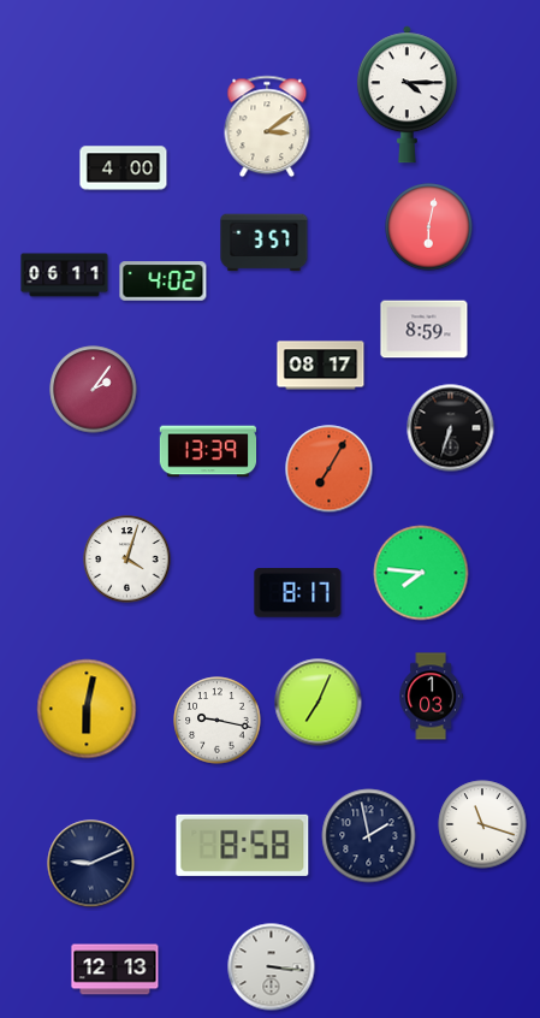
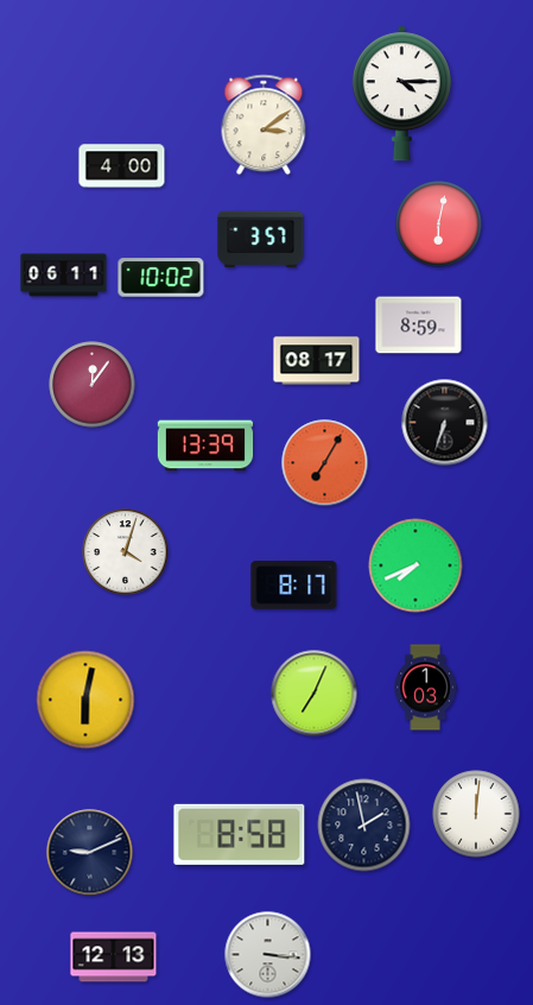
clock at (429, 227) position: (429, 227) -> (439, 225)
clock at (65, 276) position: (65, 276) -> (64, 276)
clock at (164, 282): 4:02 -> 10:02
clock at (94, 390): 2:06 -> 12:06
clock at (421, 573): 7:46 -> 7:41
clock at (218, 721): 9:17 -> none
clock at (482, 824): 11:18 -> 12:01
